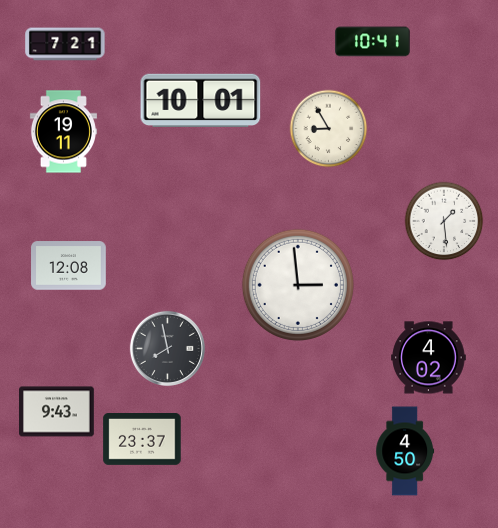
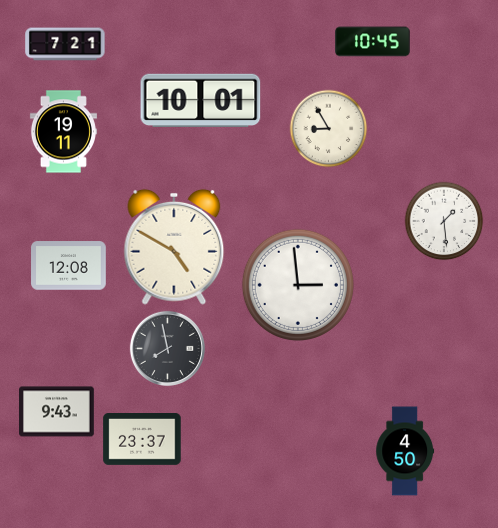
clock at (373, 42): 10:41 -> 10:45
clock at (174, 247): none -> 4:50
clock at (429, 358): 4:02 -> none
